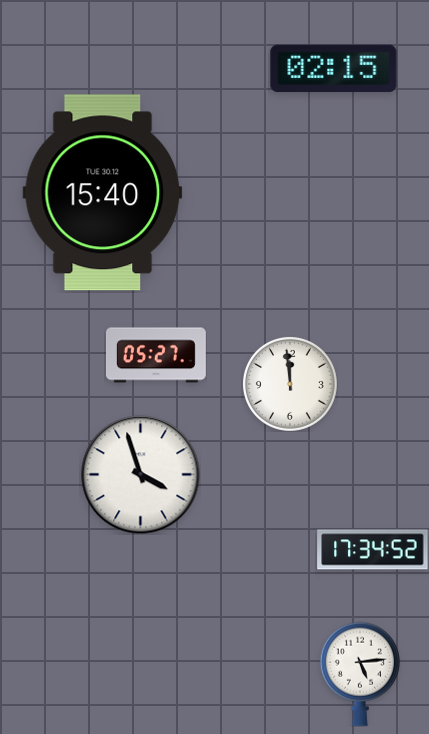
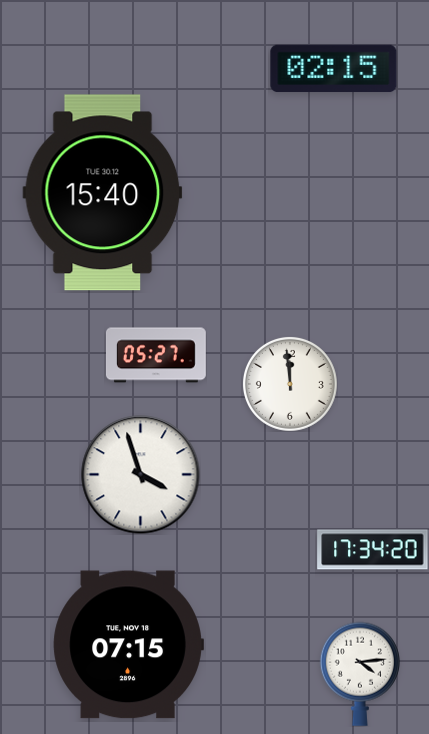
clock at (373, 550): 17:34:52 -> 17:34:20
clock at (128, 645): none -> 07:15
clock at (360, 674): 5:14 -> 4:14
